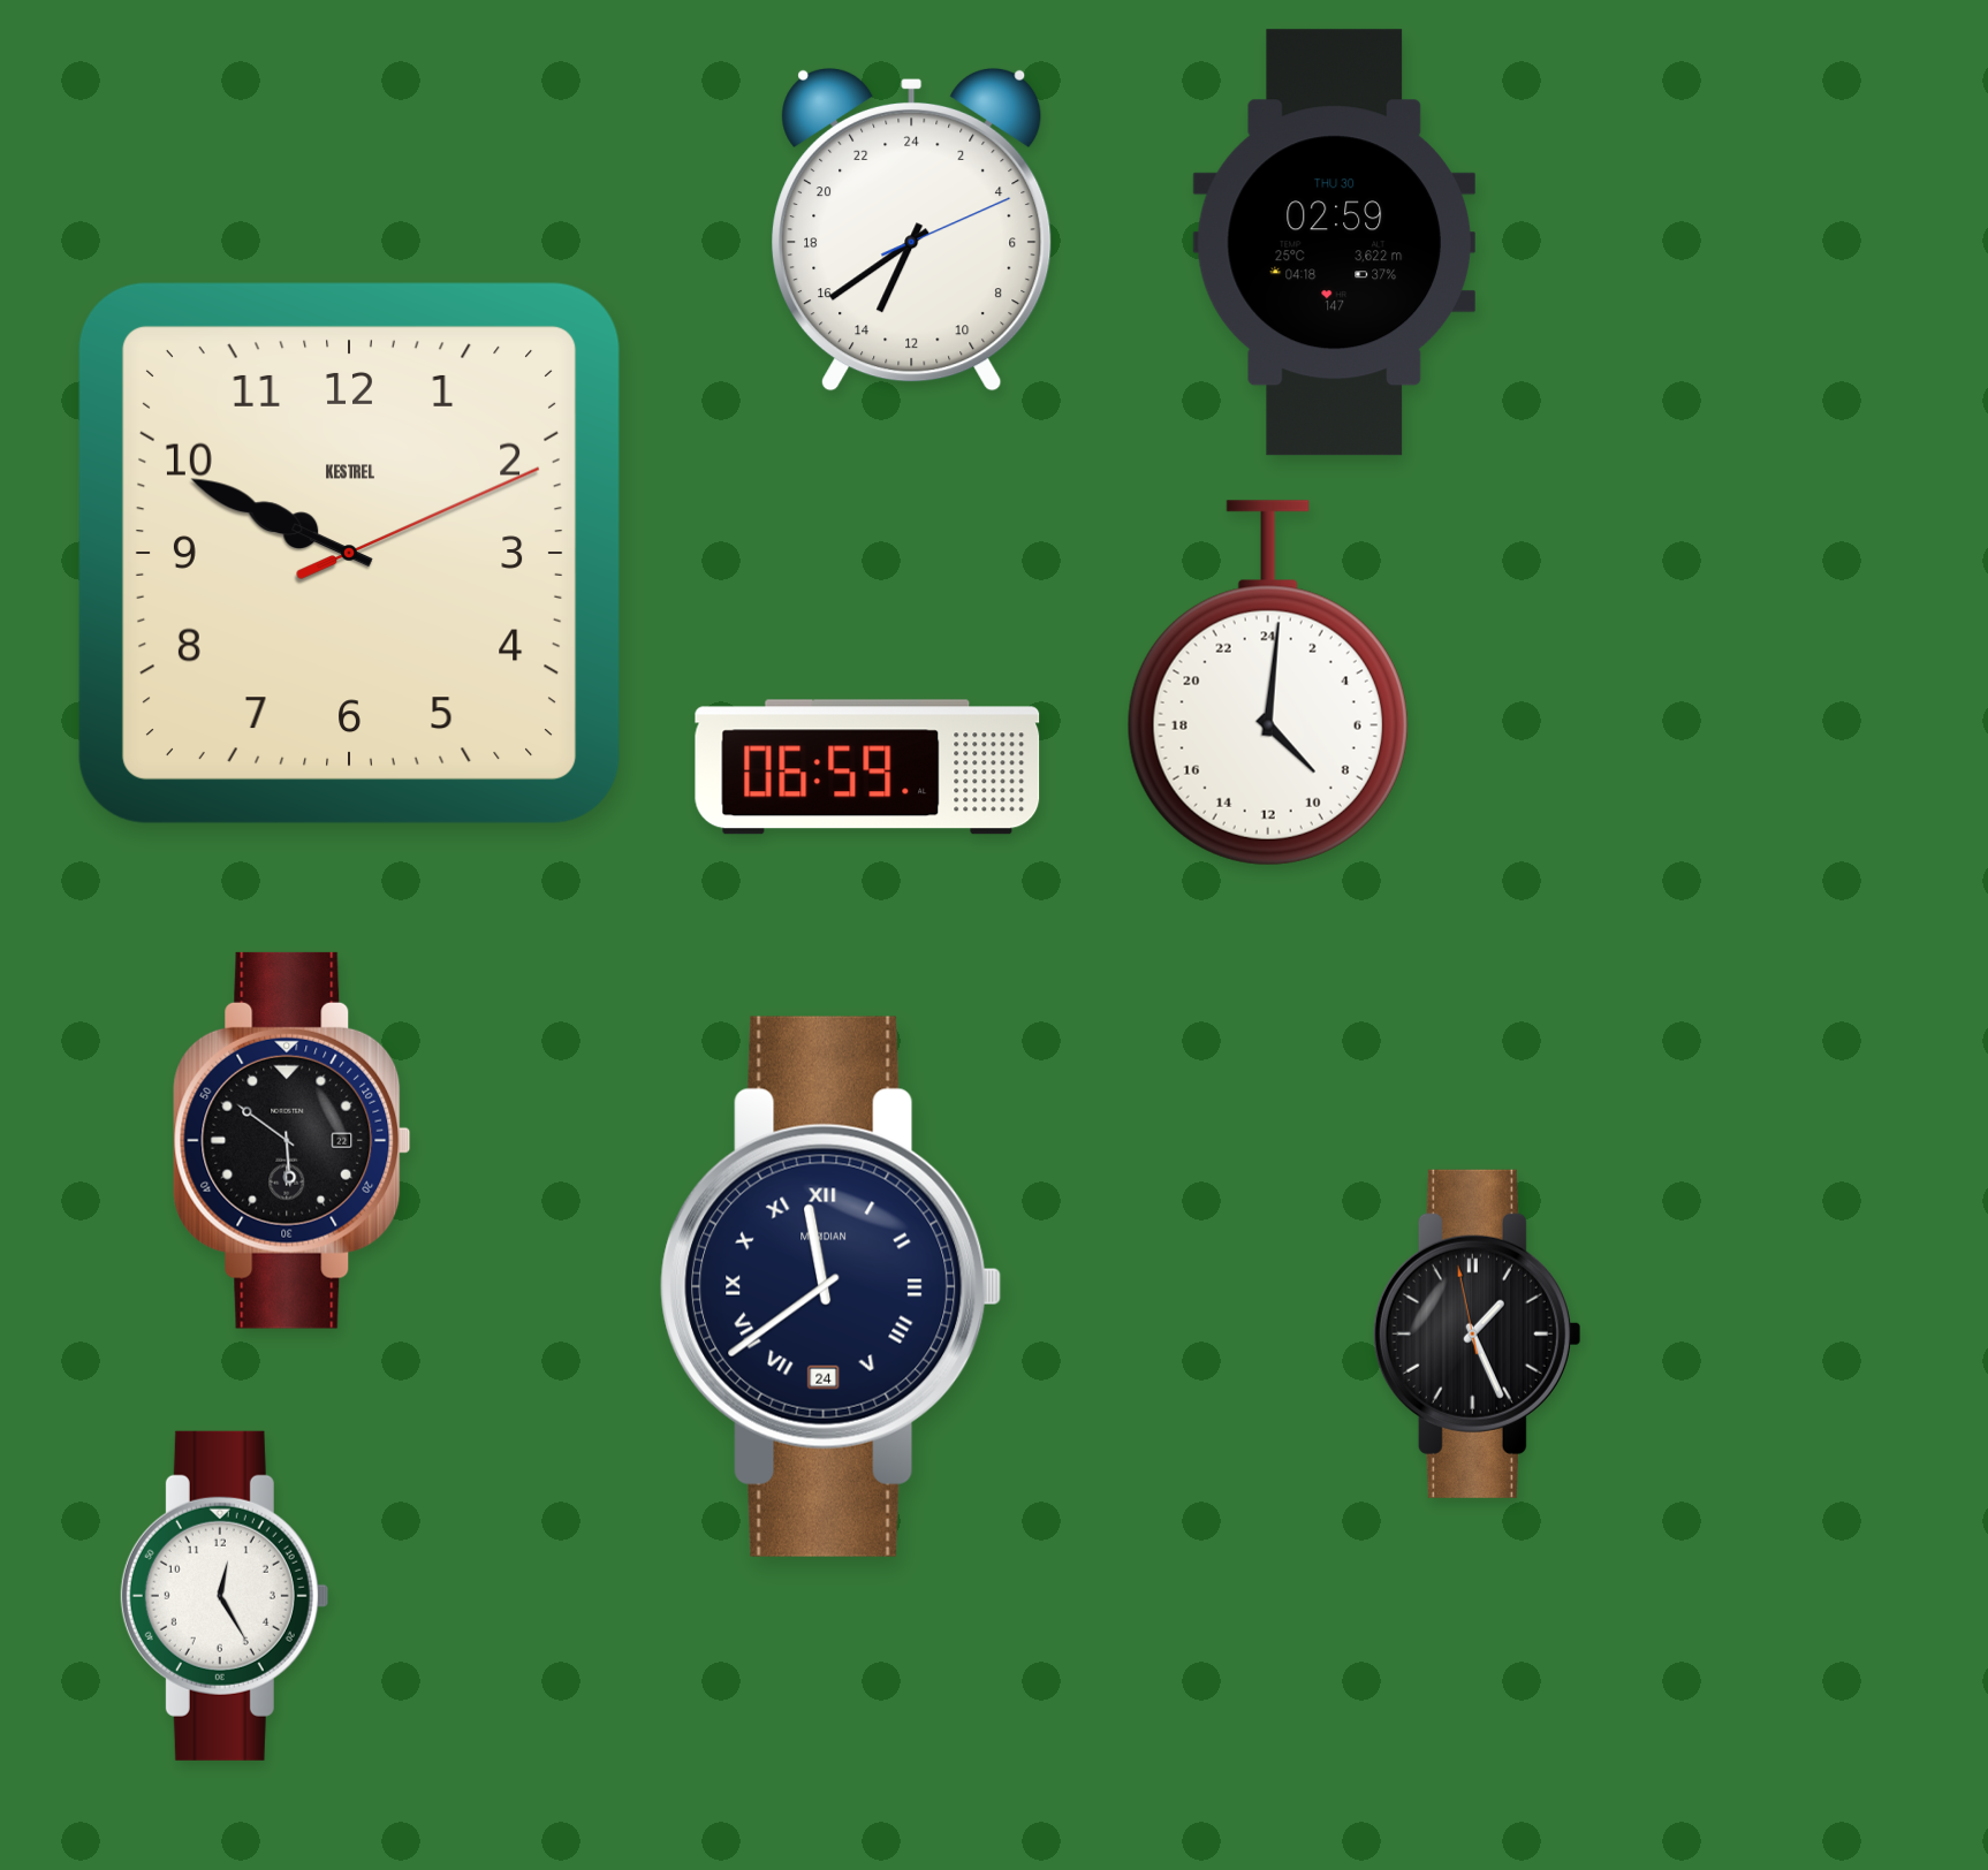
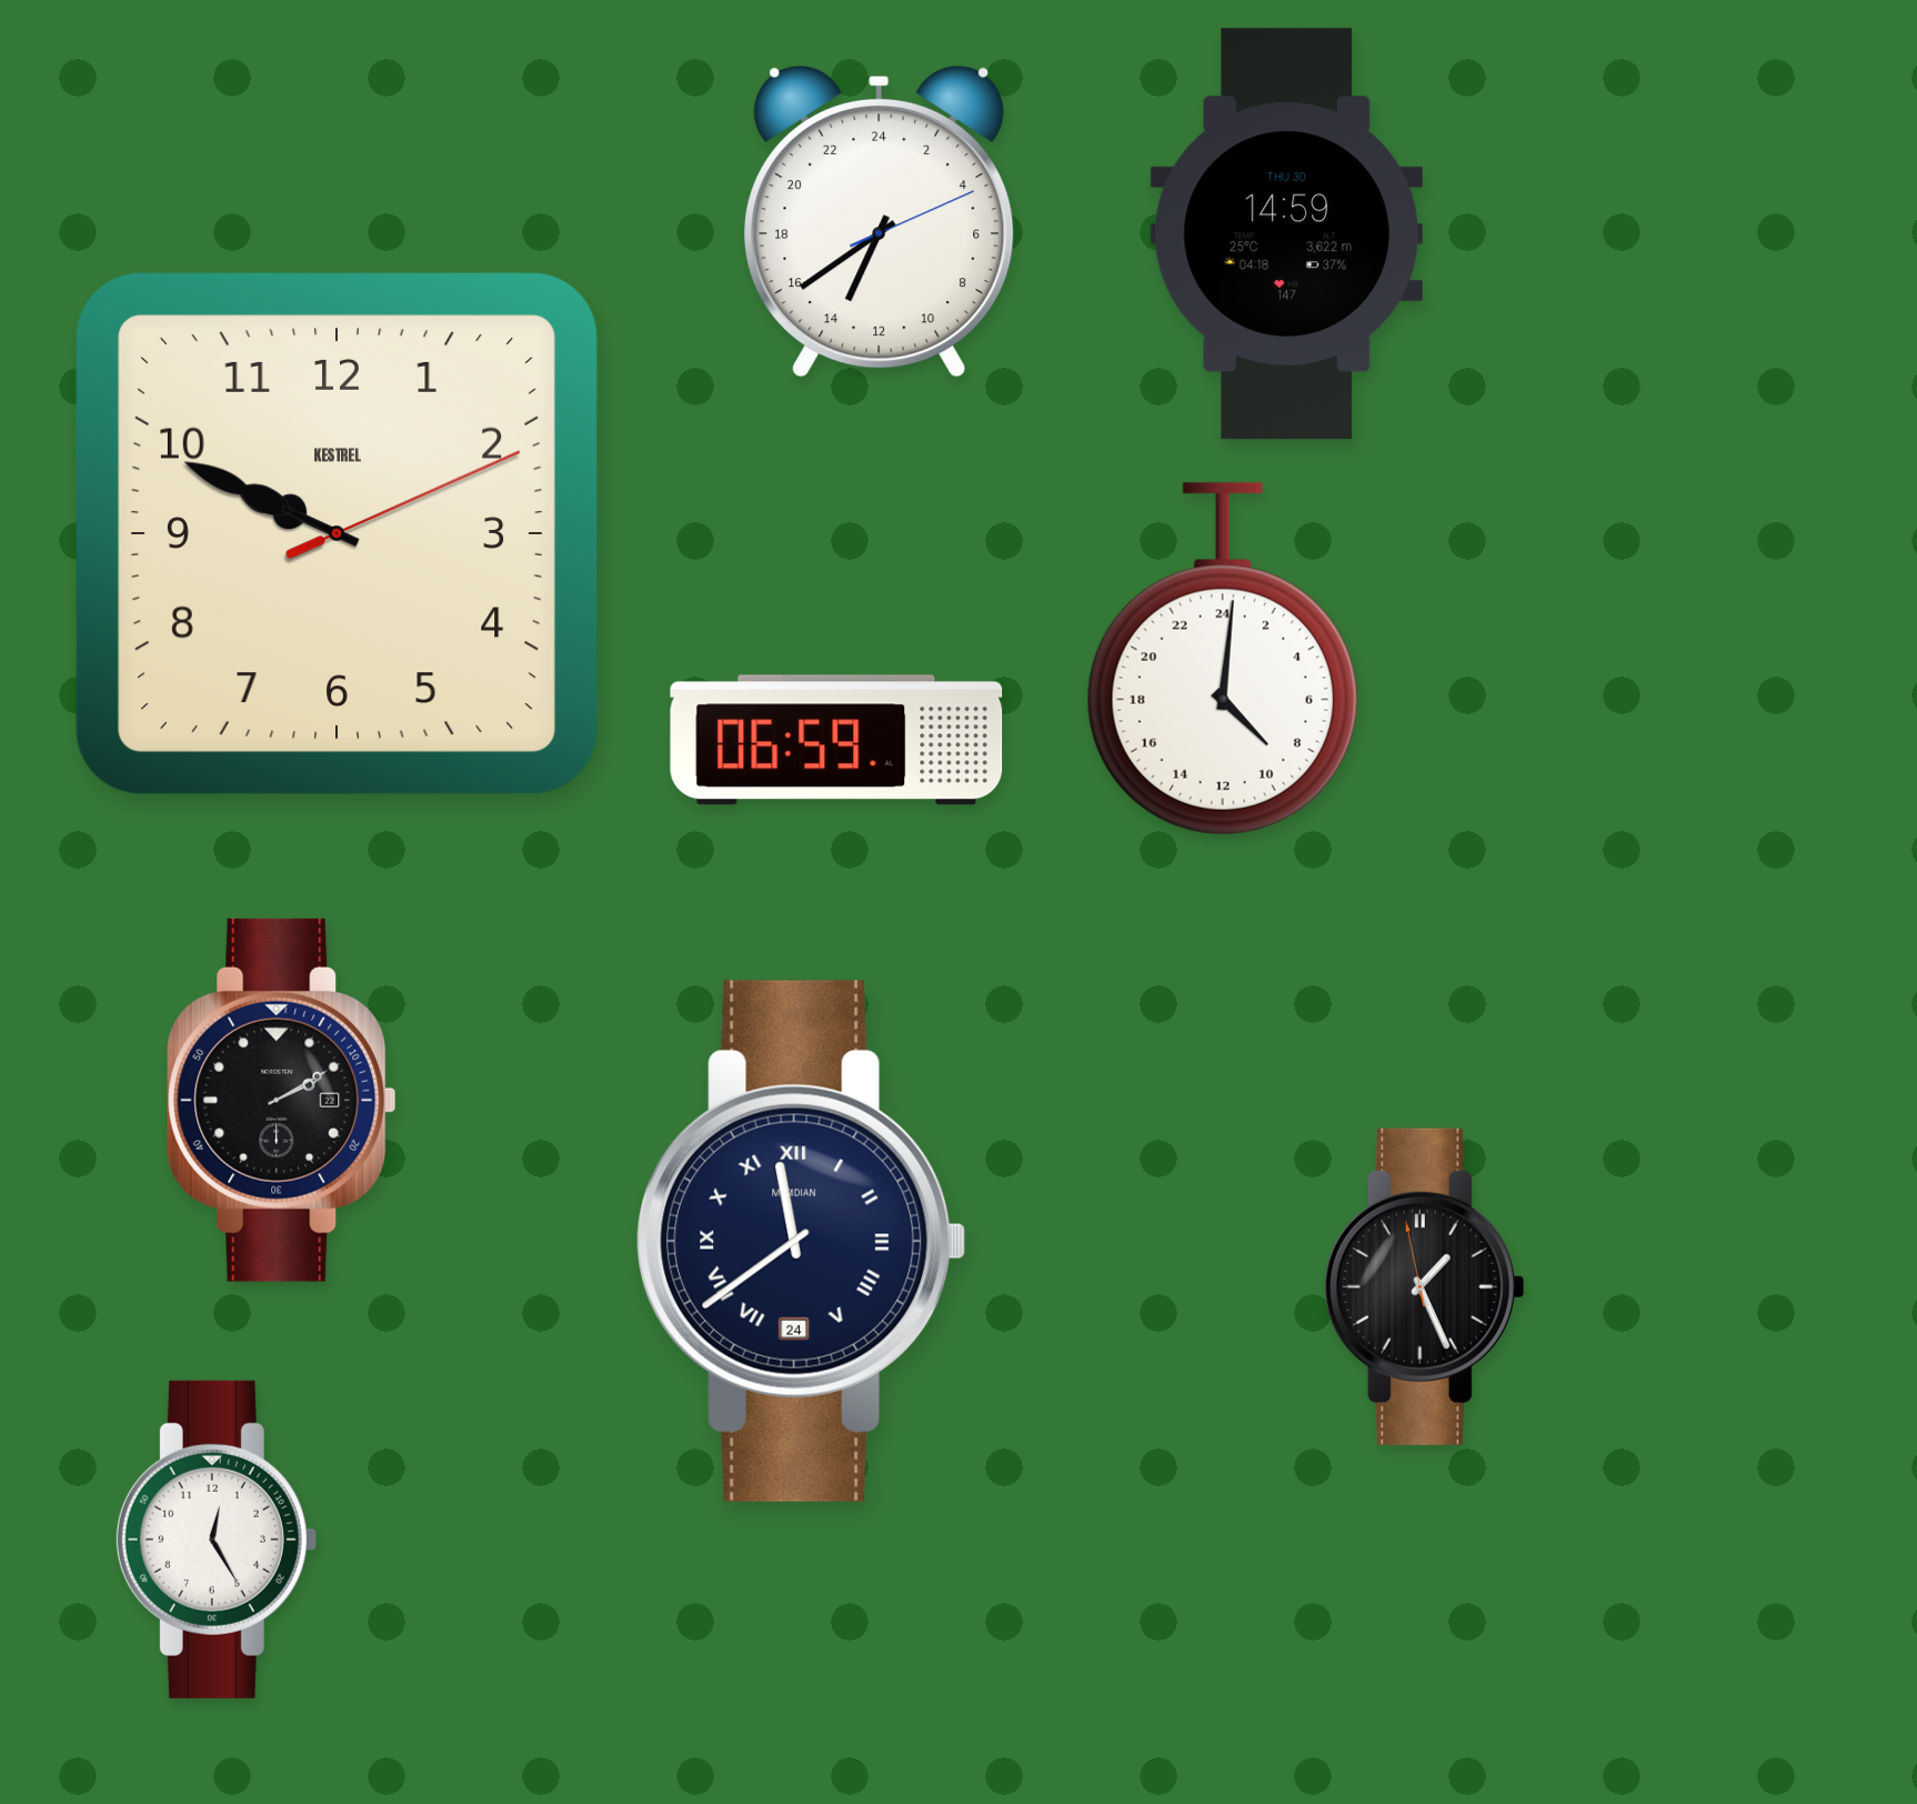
clock at (1334, 243): 02:59 -> 14:59
clock at (293, 1140): 5:51 -> 2:10
